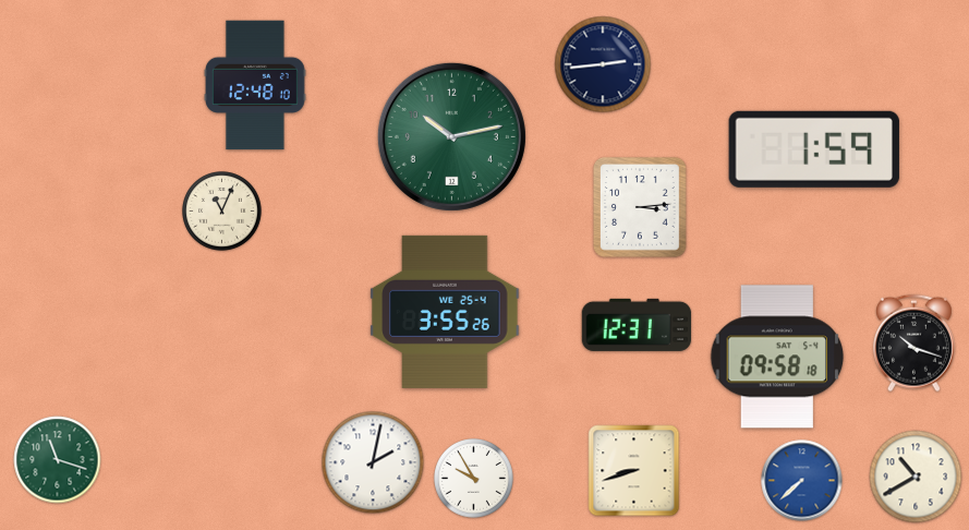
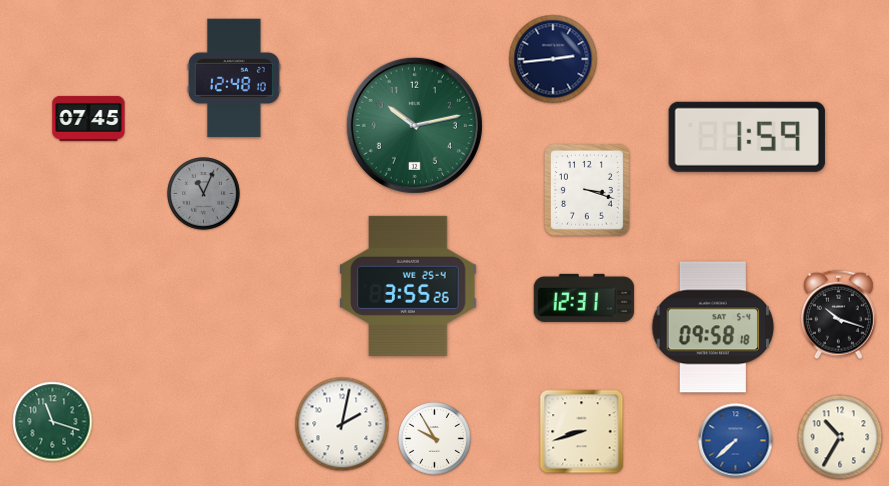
clock at (89, 118): none -> 07:45
clock at (640, 207): 3:14 -> 3:18
clock at (222, 212) dial: cream -> grey
clock at (916, 477): 10:40 -> 10:35
